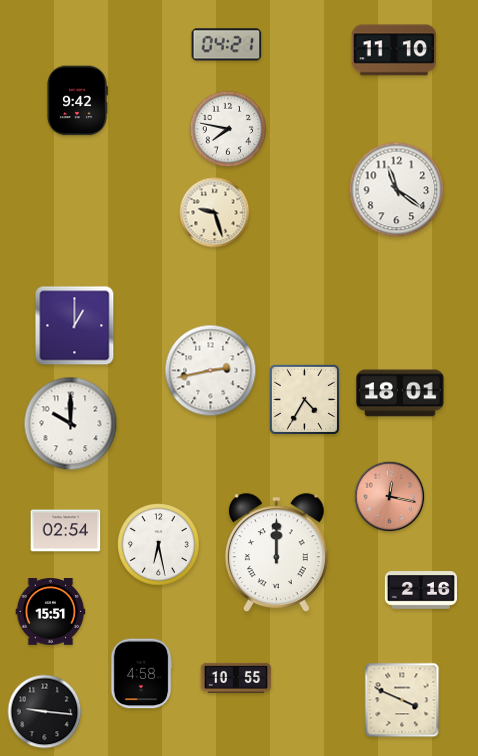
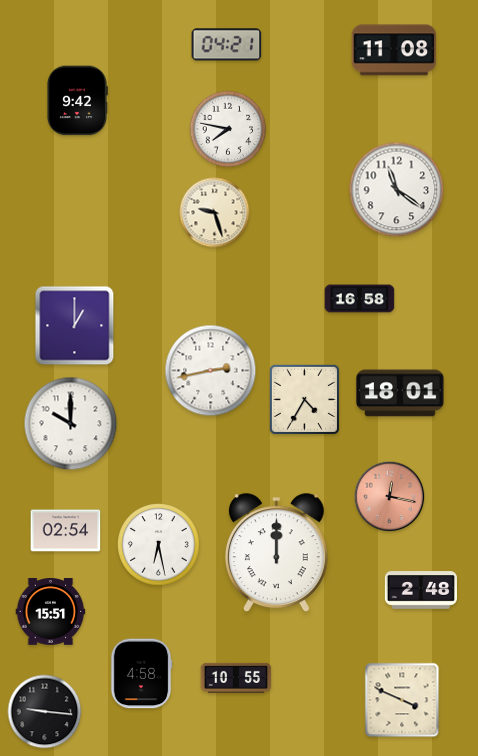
clock at (394, 50): 11:10 -> 11:08
clock at (360, 299): none -> 16:58
clock at (421, 590): 2:16 -> 2:48
